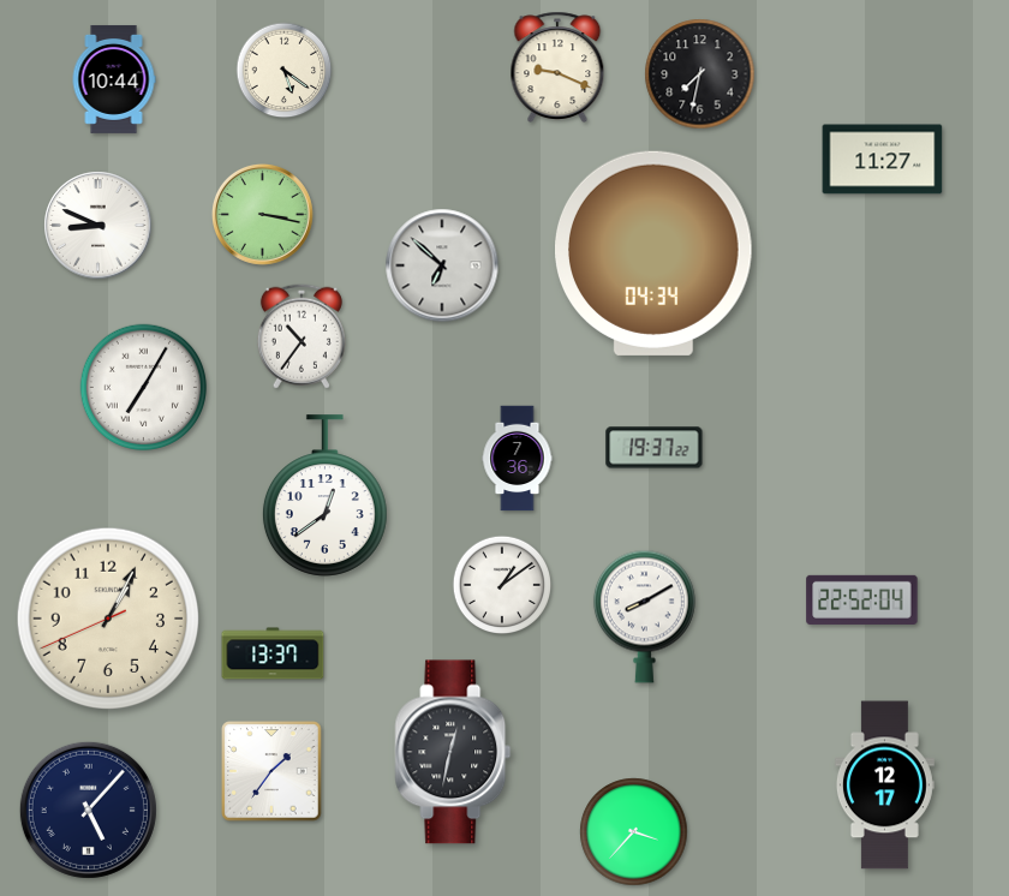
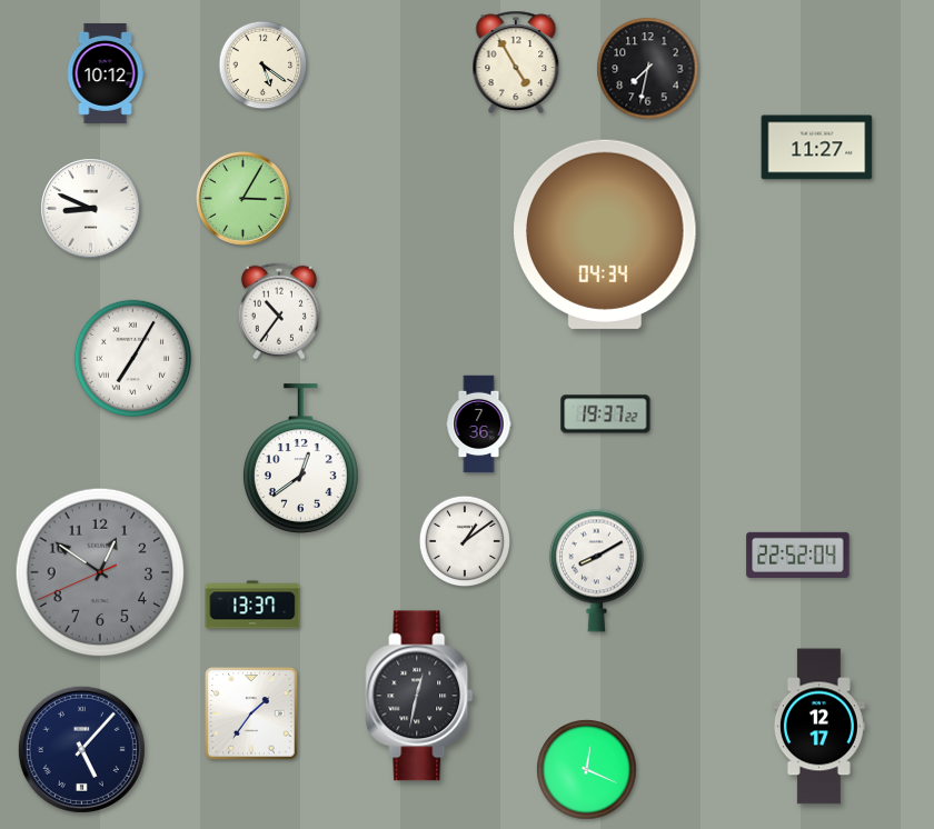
clock at (557, 66): 9:19 -> 4:55
clock at (114, 79): 10:44 -> 10:12
clock at (262, 214): 3:17 -> 3:05
clock at (442, 265): 6:52 -> none
clock at (108, 619): 1:04 -> 12:50
clock at (108, 619) dial: cream -> grey
clock at (634, 832): 3:37 -> 12:19
